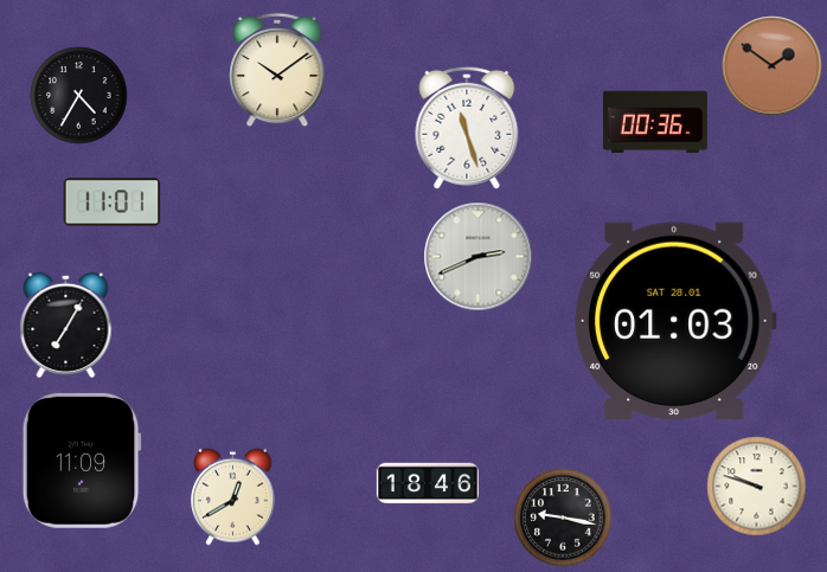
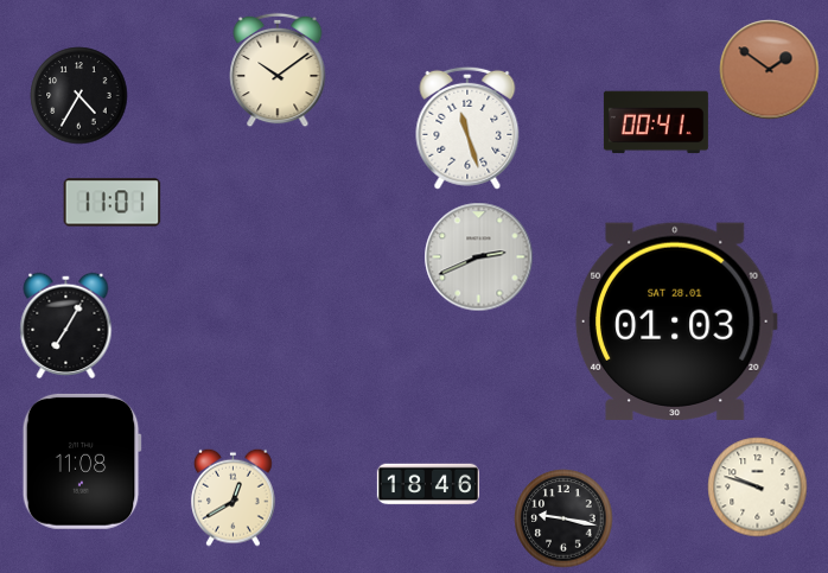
clock at (772, 66) position: (772, 66) -> (770, 70)
clock at (655, 122): 00:36 -> 00:41
clock at (82, 461): 11:09 -> 11:08
